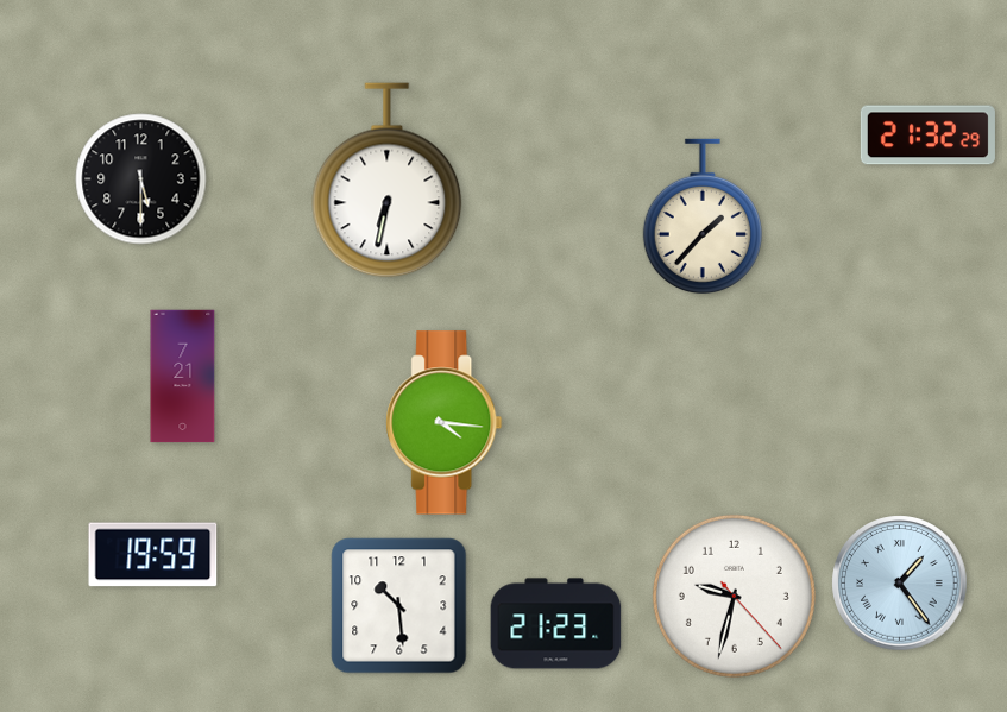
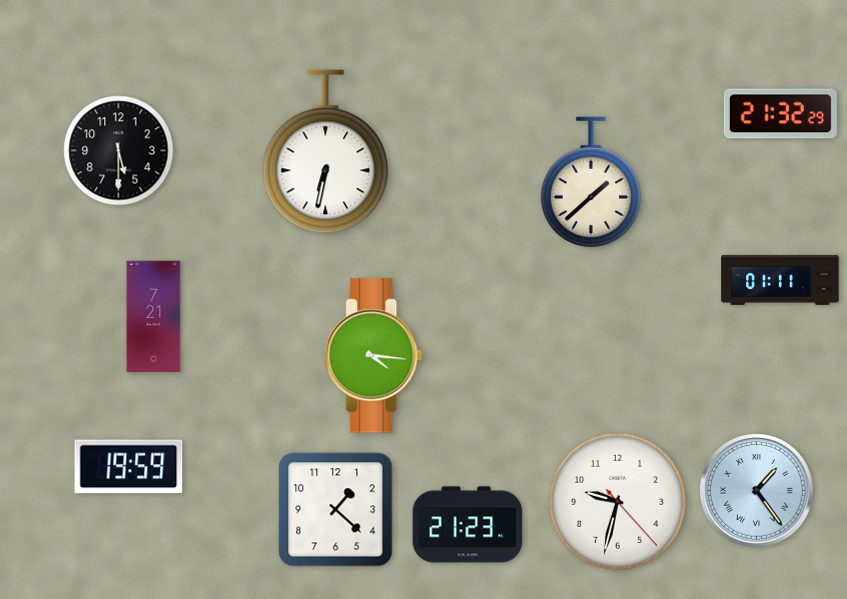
clock at (703, 216): 1:37 -> 1:38
clock at (780, 280): none -> 01:11
clock at (399, 606): 10:29 -> 1:22
